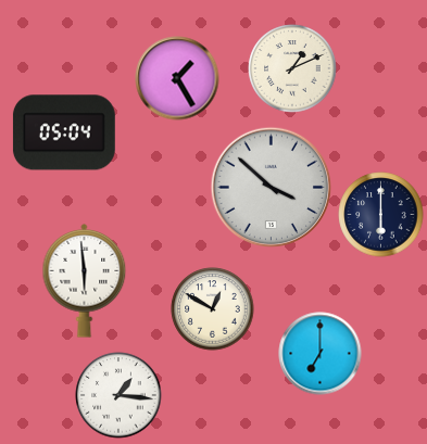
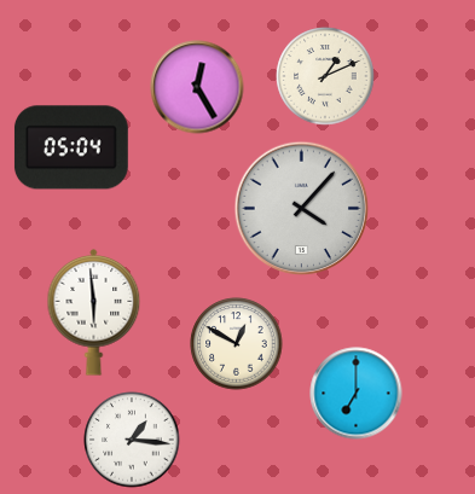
clock at (177, 78): 1:25 -> 12:25
clock at (272, 188): 3:52 -> 4:07
clock at (381, 215): 6:00 -> none
